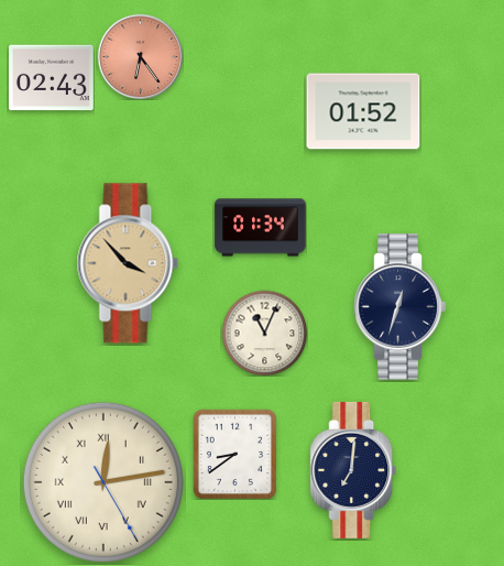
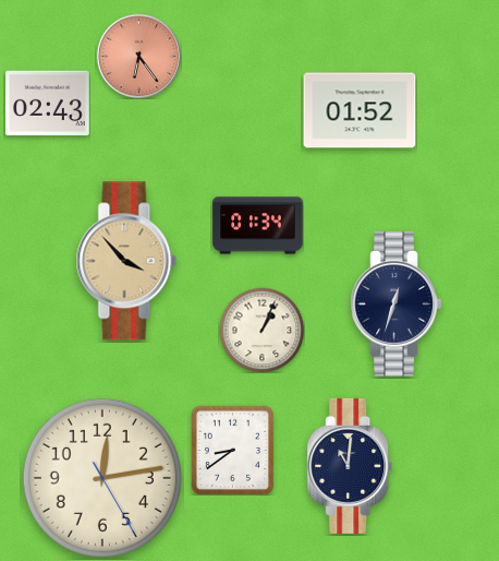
clock at (52, 78) position: (52, 78) -> (48, 104)
clock at (264, 333): 11:04 -> 1:04
clock at (353, 470): 7:01 -> 11:01
clock at (103, 482) numerals: Roman -> Arabic
